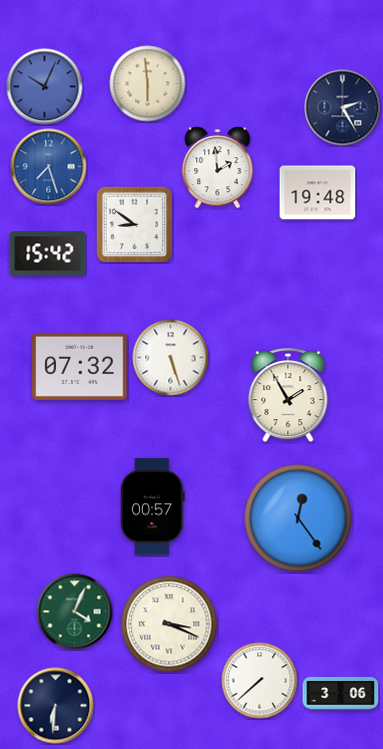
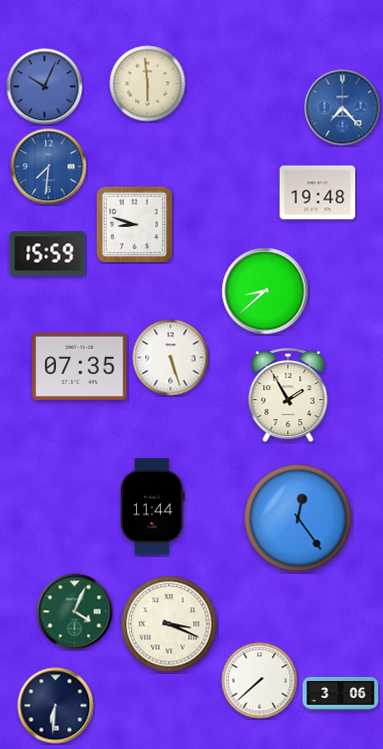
clock at (343, 108): 2:25 -> 7:23
clock at (343, 108) dial: navy -> blue
clock at (49, 167): 7:27 -> 7:31
clock at (218, 168): 1:59 -> none
clock at (134, 224): 8:51 -> 8:48
clock at (48, 254): 15:42 -> 15:59
clock at (265, 291): none -> 8:38
clock at (80, 366): 07:32 -> 07:35
clock at (153, 507): 00:57 -> 11:44
